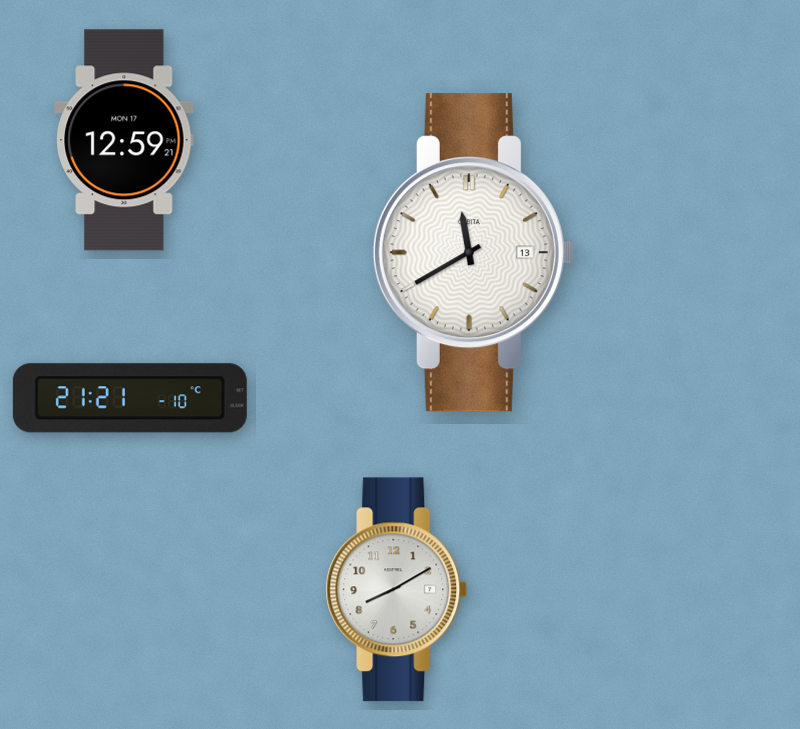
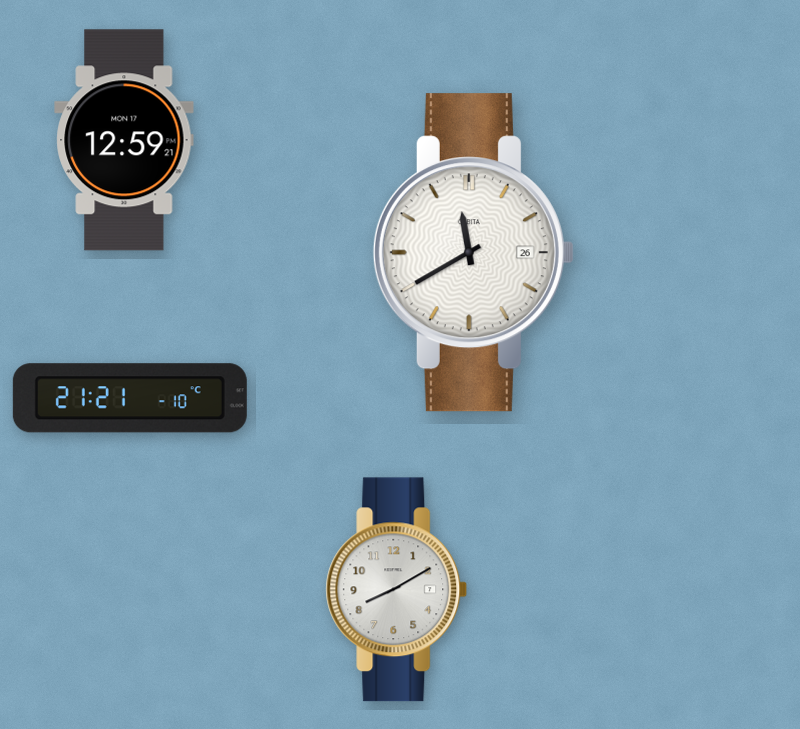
clock at (473, 253) date: 13 -> 26
